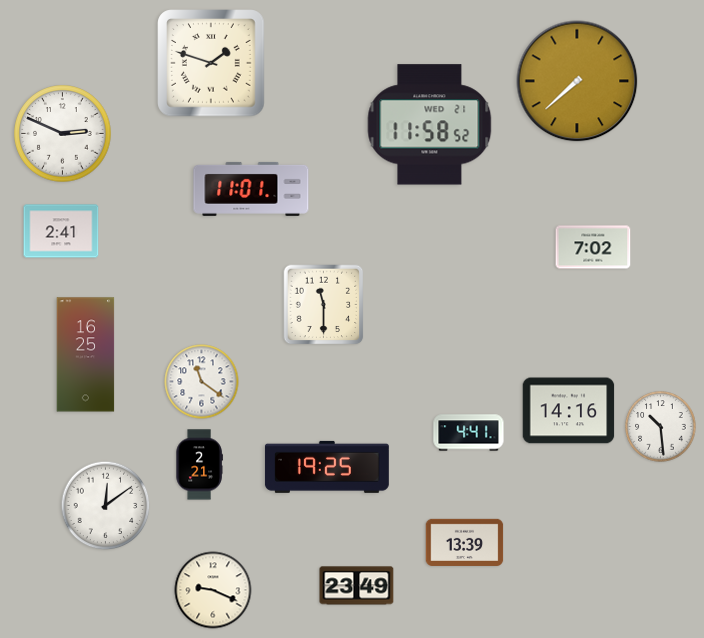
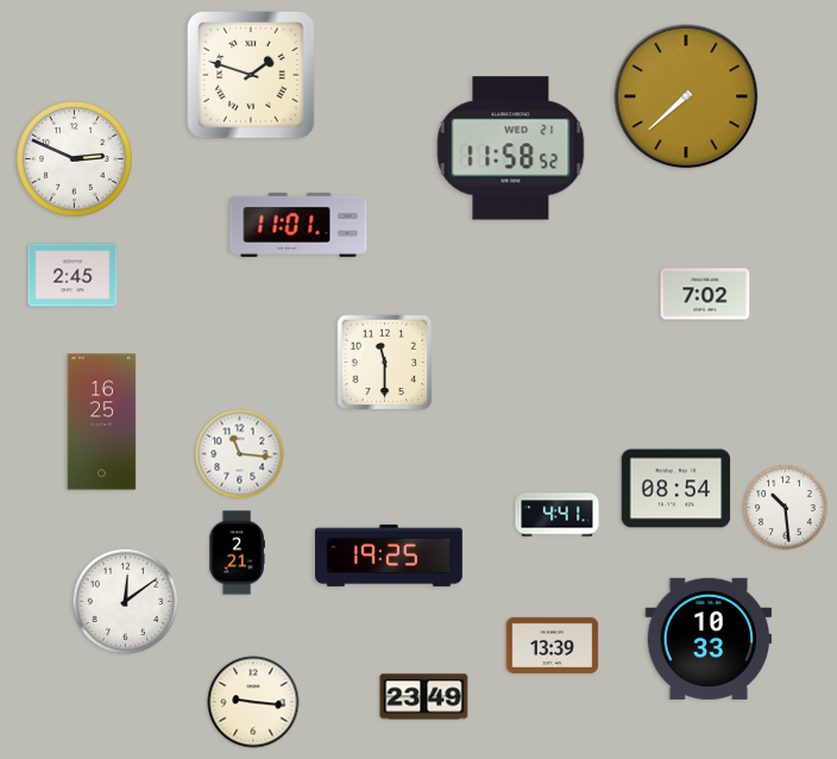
clock at (61, 231): 2:41 -> 2:45
clock at (202, 382): 11:21 -> 11:16
clock at (569, 411): 14:16 -> 08:54
clock at (709, 639): none -> 10:33
clock at (213, 590): 9:19 -> 9:16
